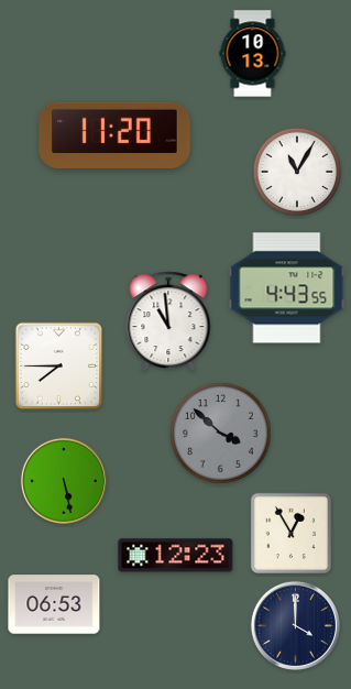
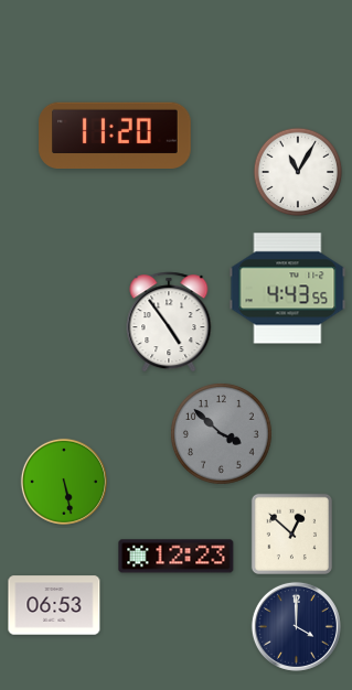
clock at (253, 54): 10:13 -> none
clock at (168, 321): 10:59 -> 4:54
clock at (59, 367): 7:45 -> none
clock at (290, 533): 12:55 -> 12:52
